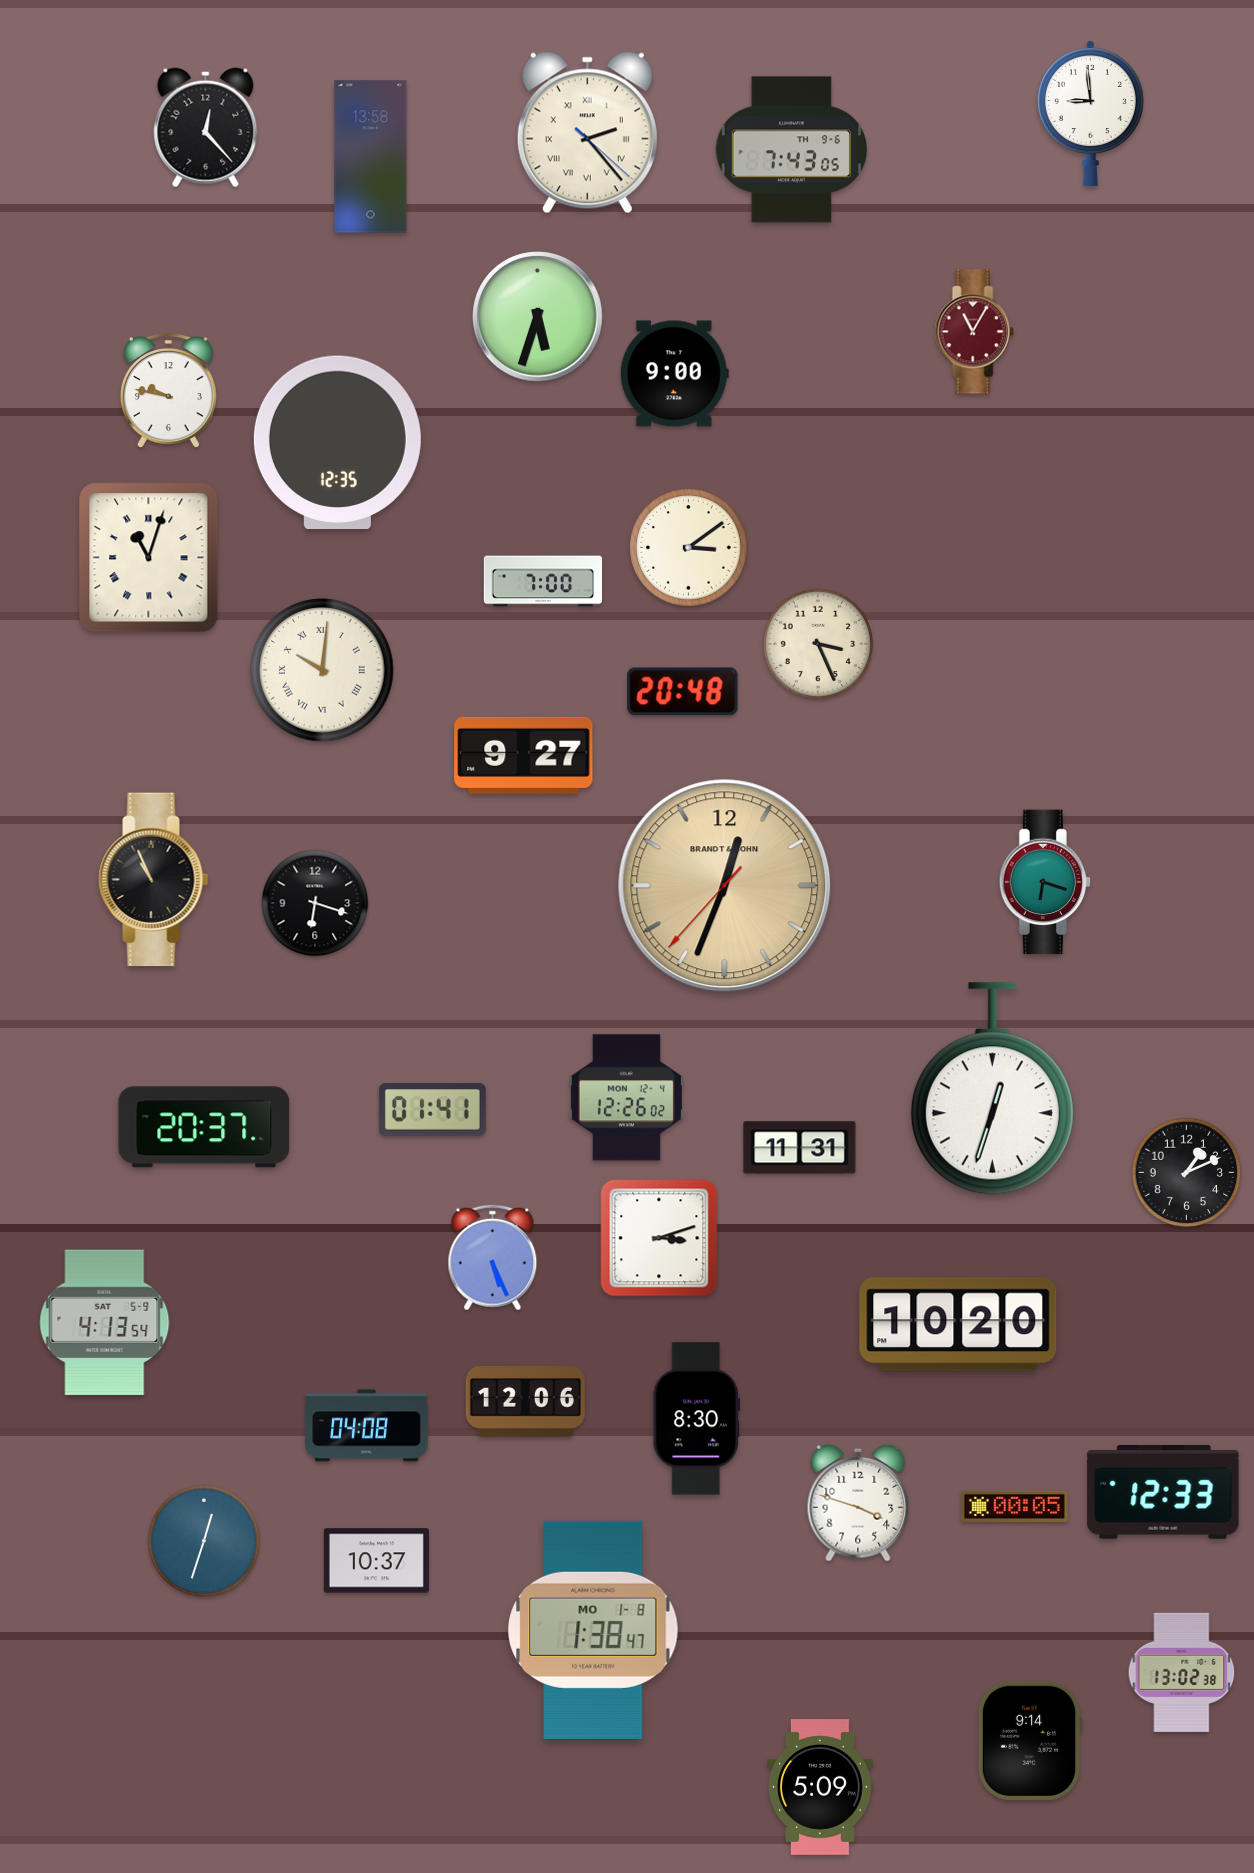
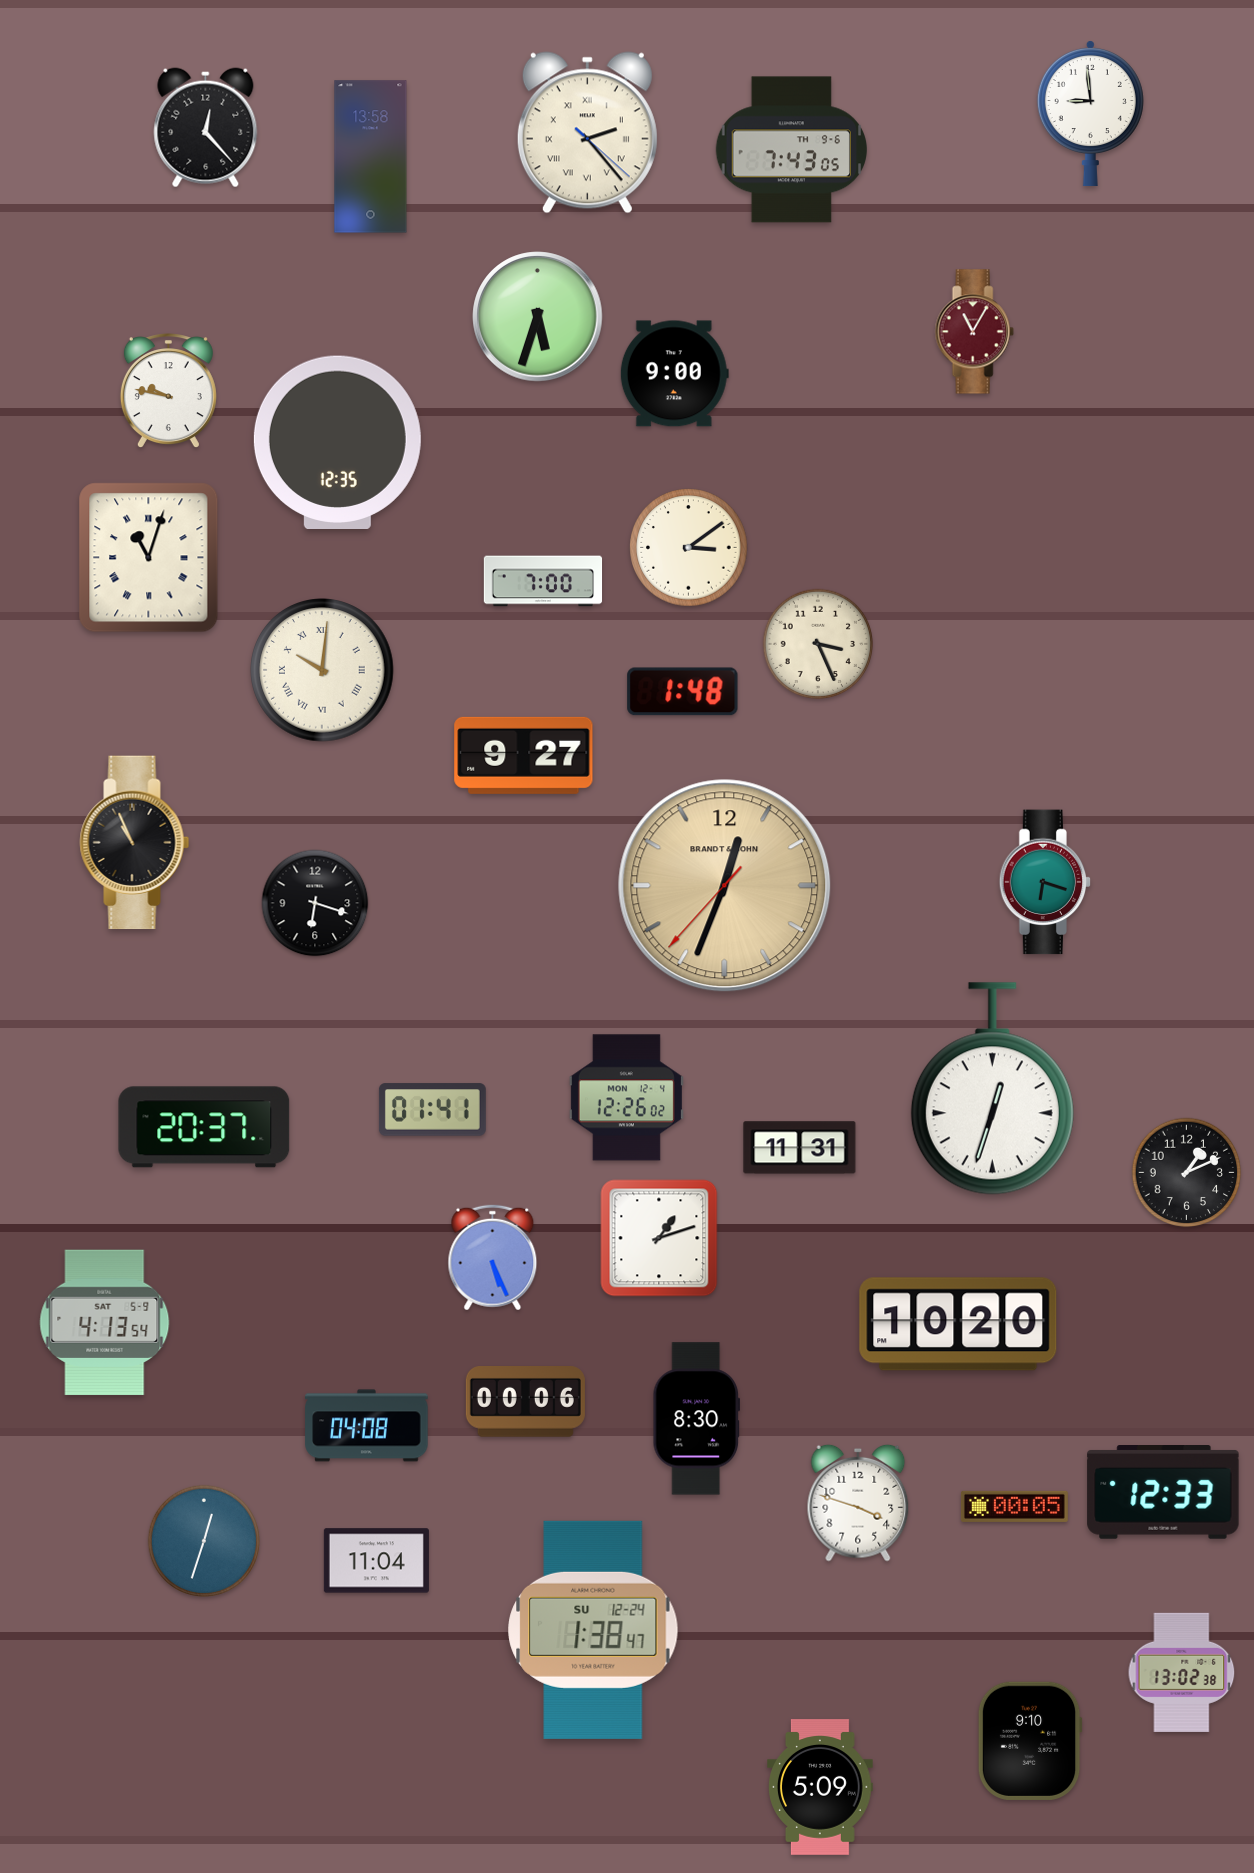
clock at (683, 692): 20:48 -> 1:48
clock at (154, 880) position: (154, 880) -> (135, 843)
clock at (659, 1238): 3:12 -> 1:12
clock at (525, 1402): 12:06 -> 00:06
clock at (376, 1561): 10:37 -> 11:04
clock at (593, 1630) date: MO 1-8 -> SU 12-24
clock at (1030, 1741): 9:14 -> 9:10
